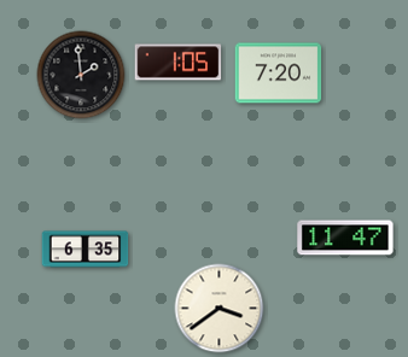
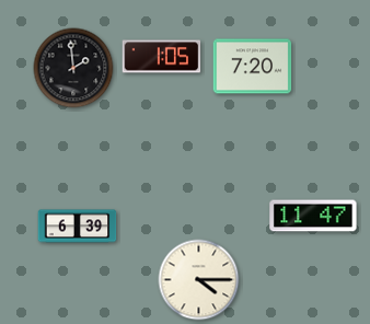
clock at (86, 250): 6:35 -> 6:39
clock at (220, 309): 3:39 -> 4:15
